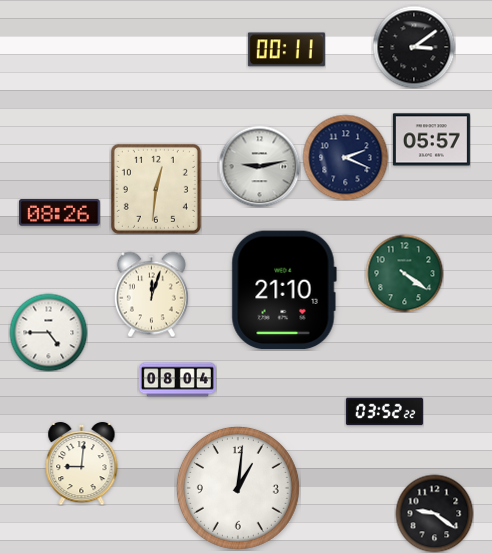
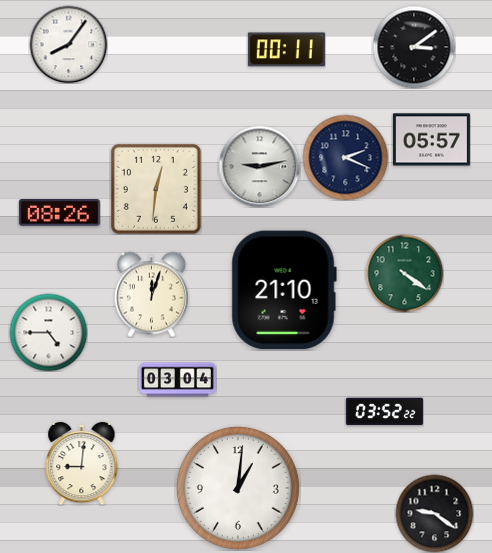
clock at (68, 44): none -> 8:06
clock at (177, 380): 08:04 -> 03:04
